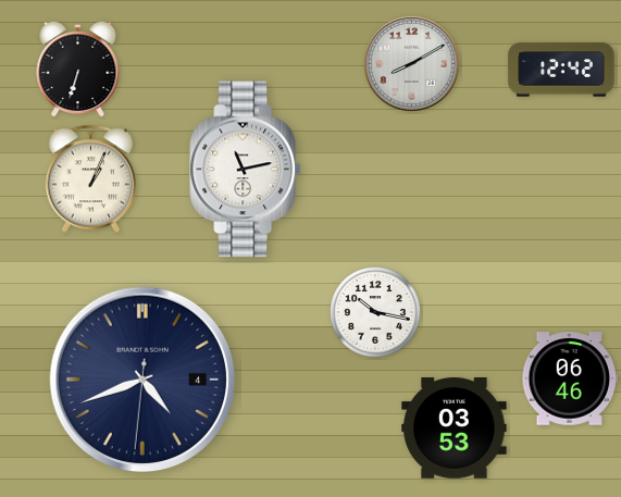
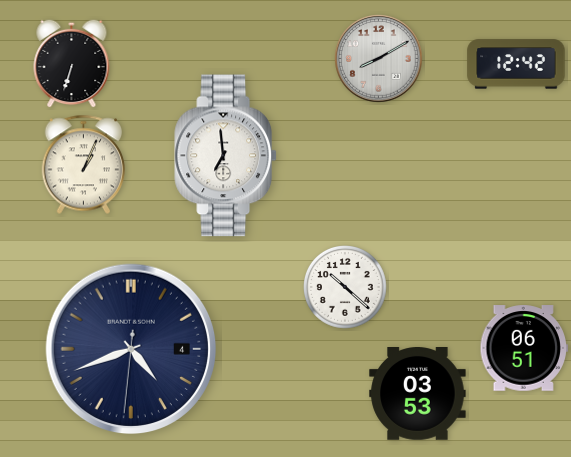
clock at (246, 170): 11:13 -> 6:59
clock at (376, 313): 10:17 -> 10:22
clock at (570, 378): 06:46 -> 06:51
